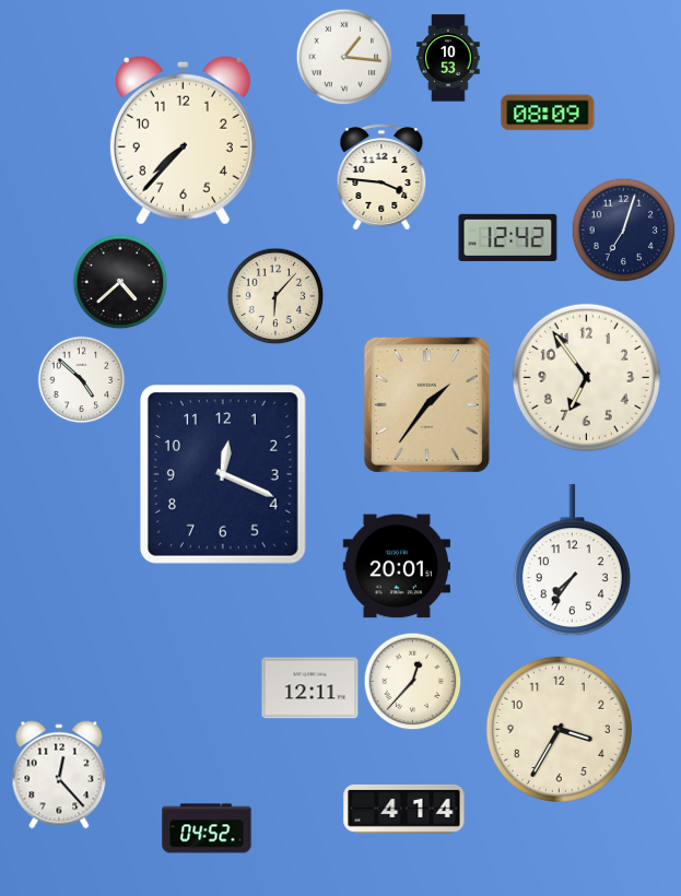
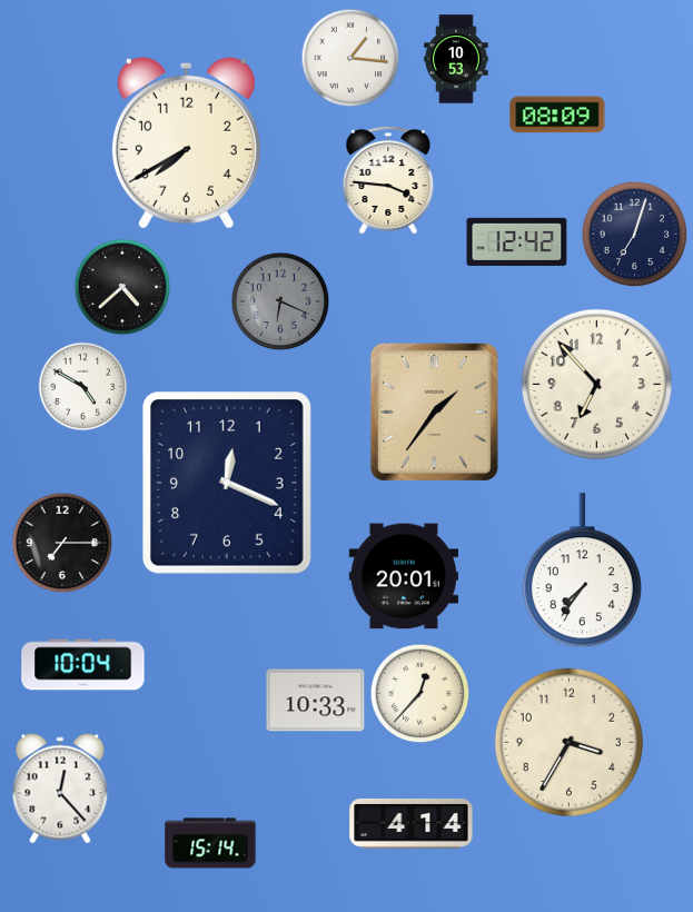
clock at (183, 140): 7:37 -> 7:40
clock at (275, 296): 6:07 -> 6:19
clock at (275, 296) dial: cream -> grey
clock at (586, 377): 6:54 -> 6:53
clock at (82, 380): 4:52 -> 4:50
clock at (62, 543): none -> 7:15
clock at (83, 665): none -> 10:04
clock at (310, 688): 12:11 -> 10:33
clock at (207, 828): 04:52 -> 15:14
